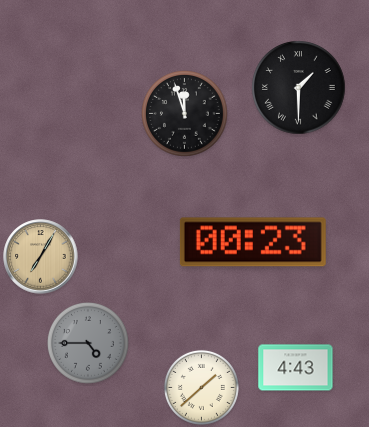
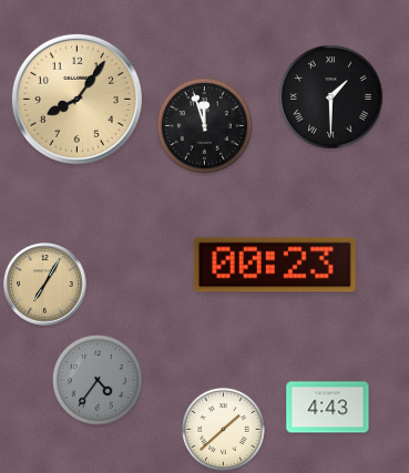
clock at (76, 99): none -> 8:06
clock at (253, 242) position: (253, 242) -> (275, 265)
clock at (88, 343): 4:45 -> 4:36
